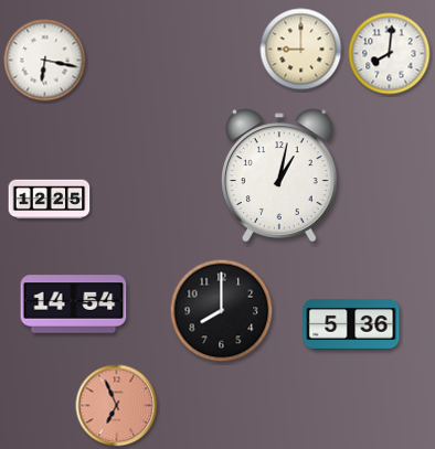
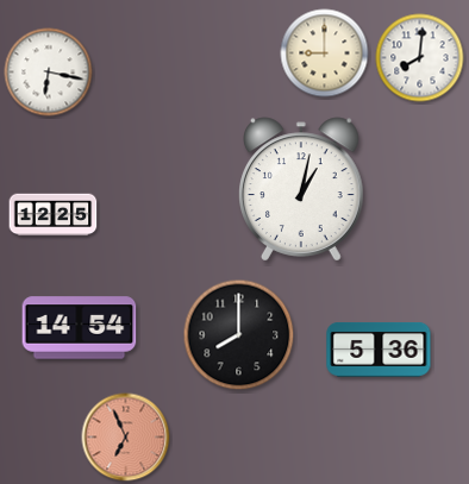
clock at (45, 61) position: (45, 61) -> (49, 73)
